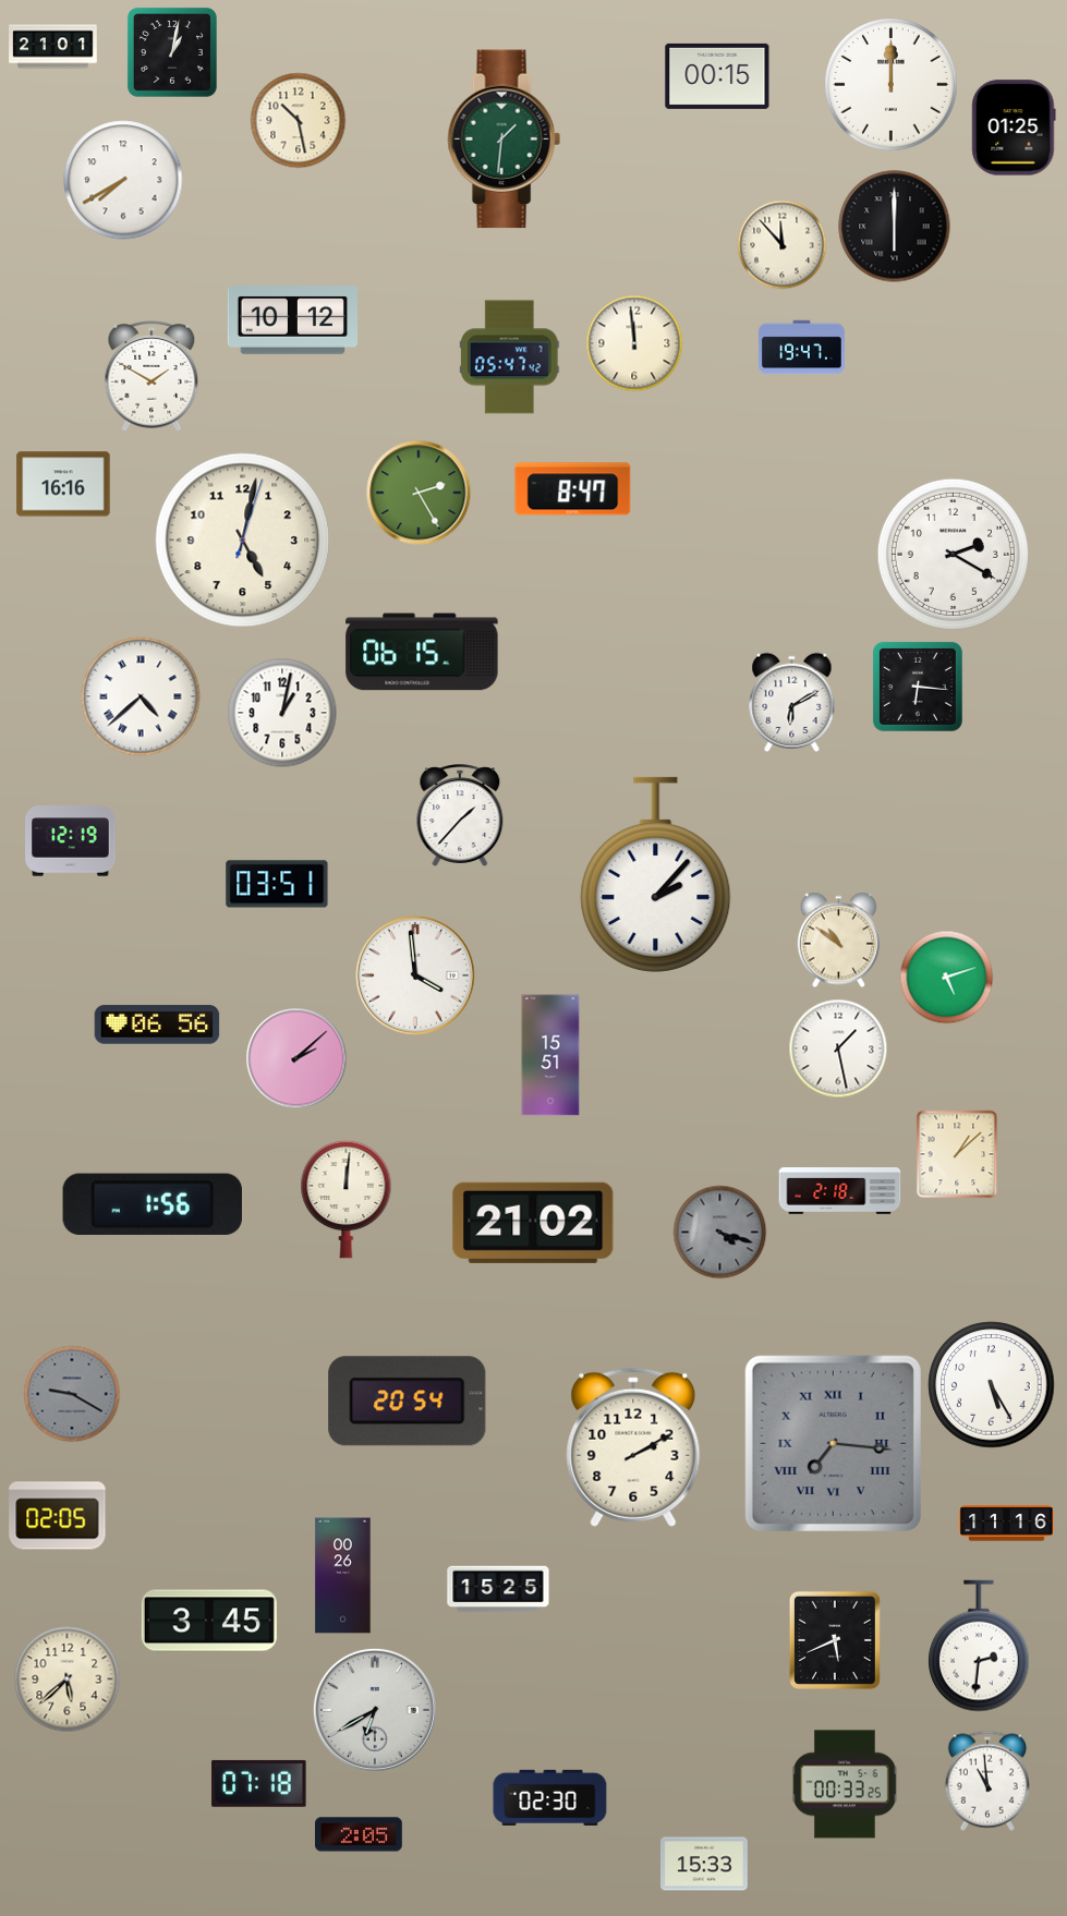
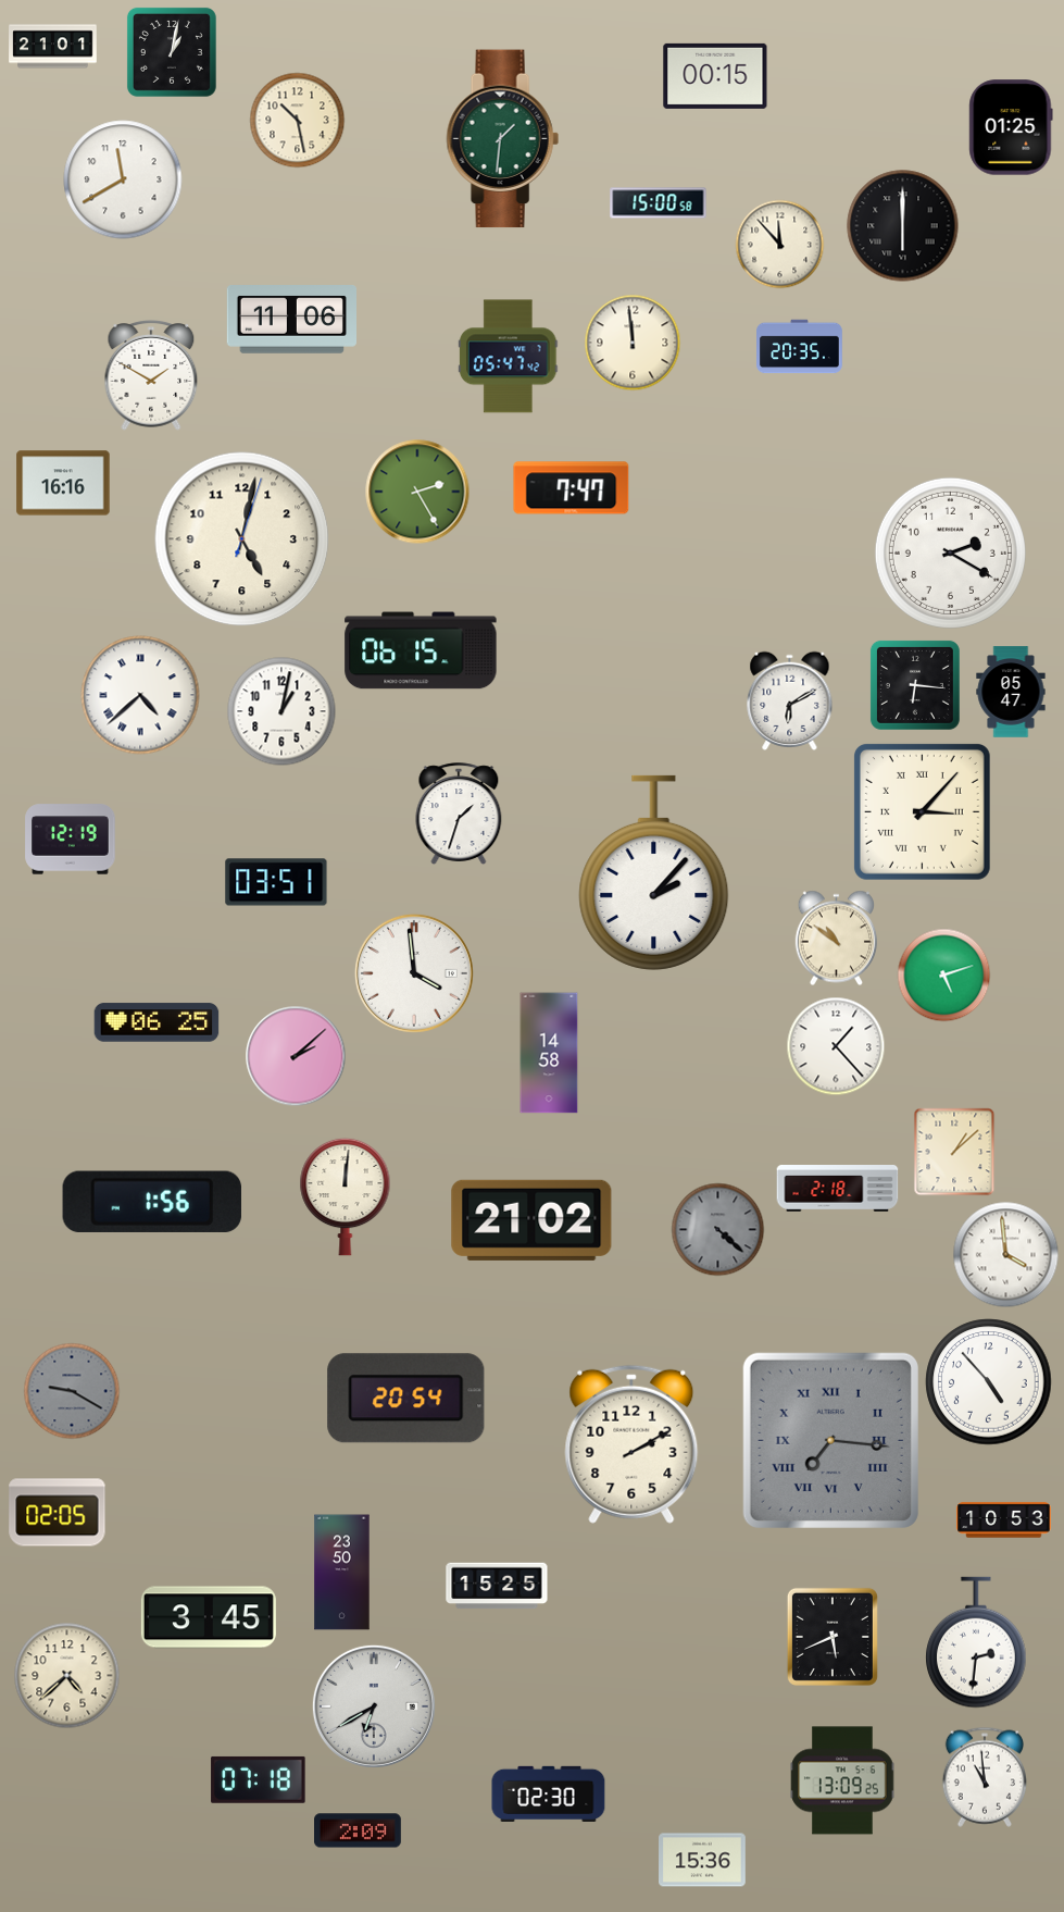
clock at (892, 85): 12:00 -> none
clock at (123, 180): 7:40 -> 11:40
clock at (659, 203): none -> 15:00
clock at (895, 227) position: (895, 227) -> (903, 226)
clock at (292, 320): 10:12 -> 11:06
clock at (802, 348): 19:47 -> 20:35
clock at (573, 489): 8:47 -> 7:47
clock at (1011, 692): none -> 05:47
clock at (922, 811): none -> 3:07
clock at (460, 815): 1:37 -> 1:33
clock at (157, 1024): 06:56 -> 06:25
clock at (838, 1048): 1:28 -> 1:23
clock at (550, 1055): 15:51 -> 14:58
clock at (719, 1232): 4:18 -> 4:22
clock at (1005, 1254): none -> 3:59
clock at (992, 1385): 5:25 -> 4:53
clock at (1007, 1524): 11:16 -> 10:53
clock at (343, 1576): 00:26 -> 23:50
clock at (66, 1678): 5:38 -> 4:38
clock at (845, 1784): 00:33 -> 13:09
clock at (360, 1834): 2:05 -> 2:09
clock at (705, 1864): 15:33 -> 15:36
